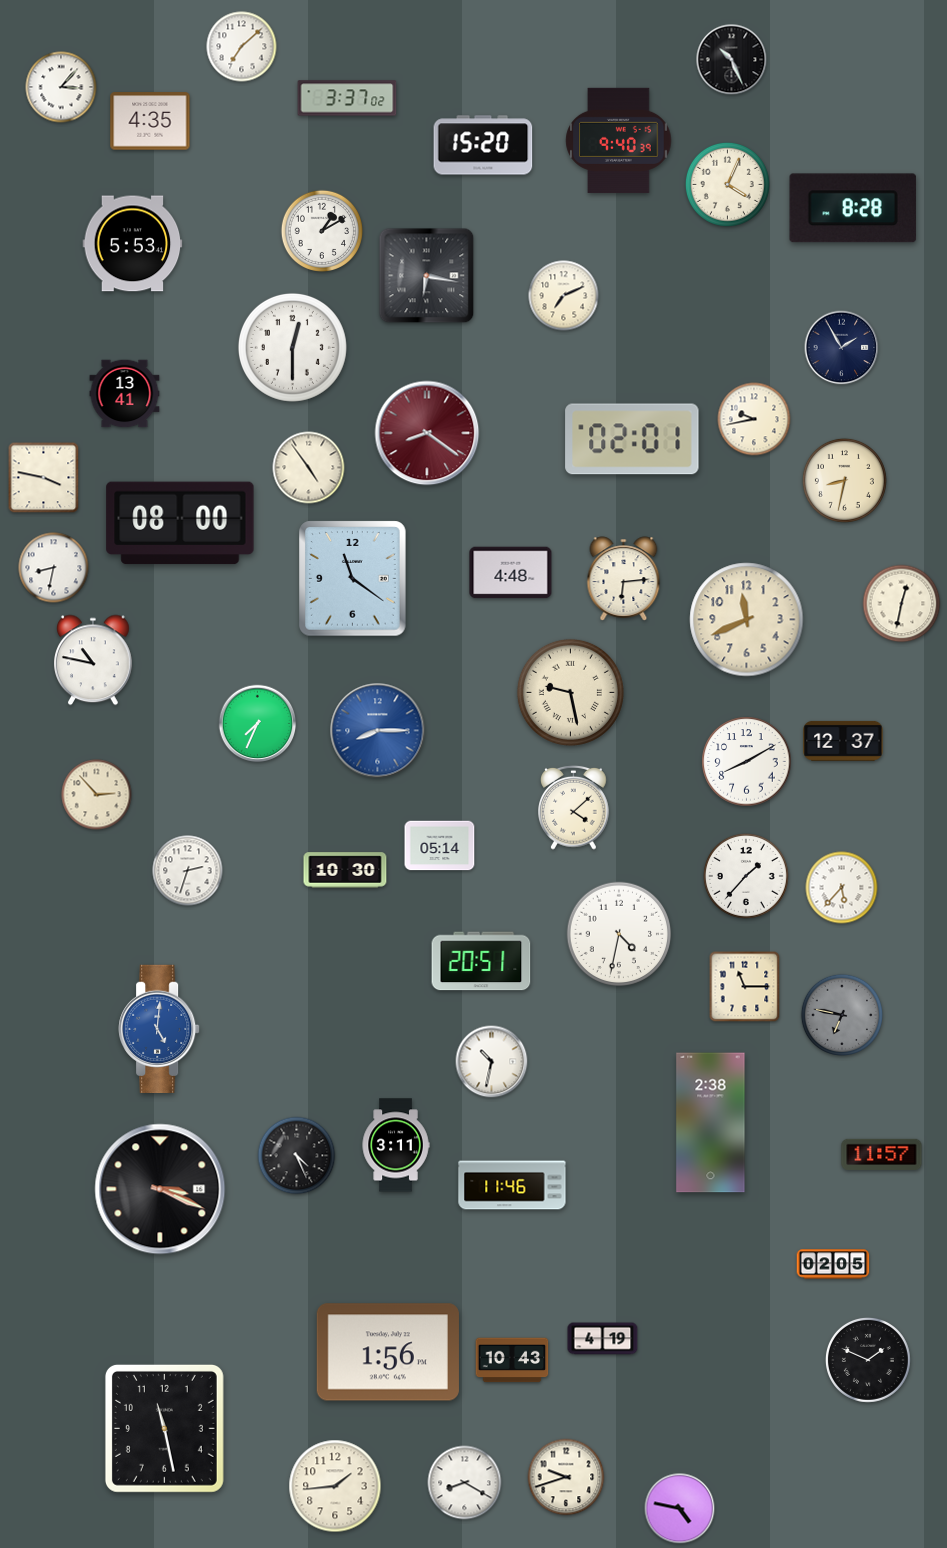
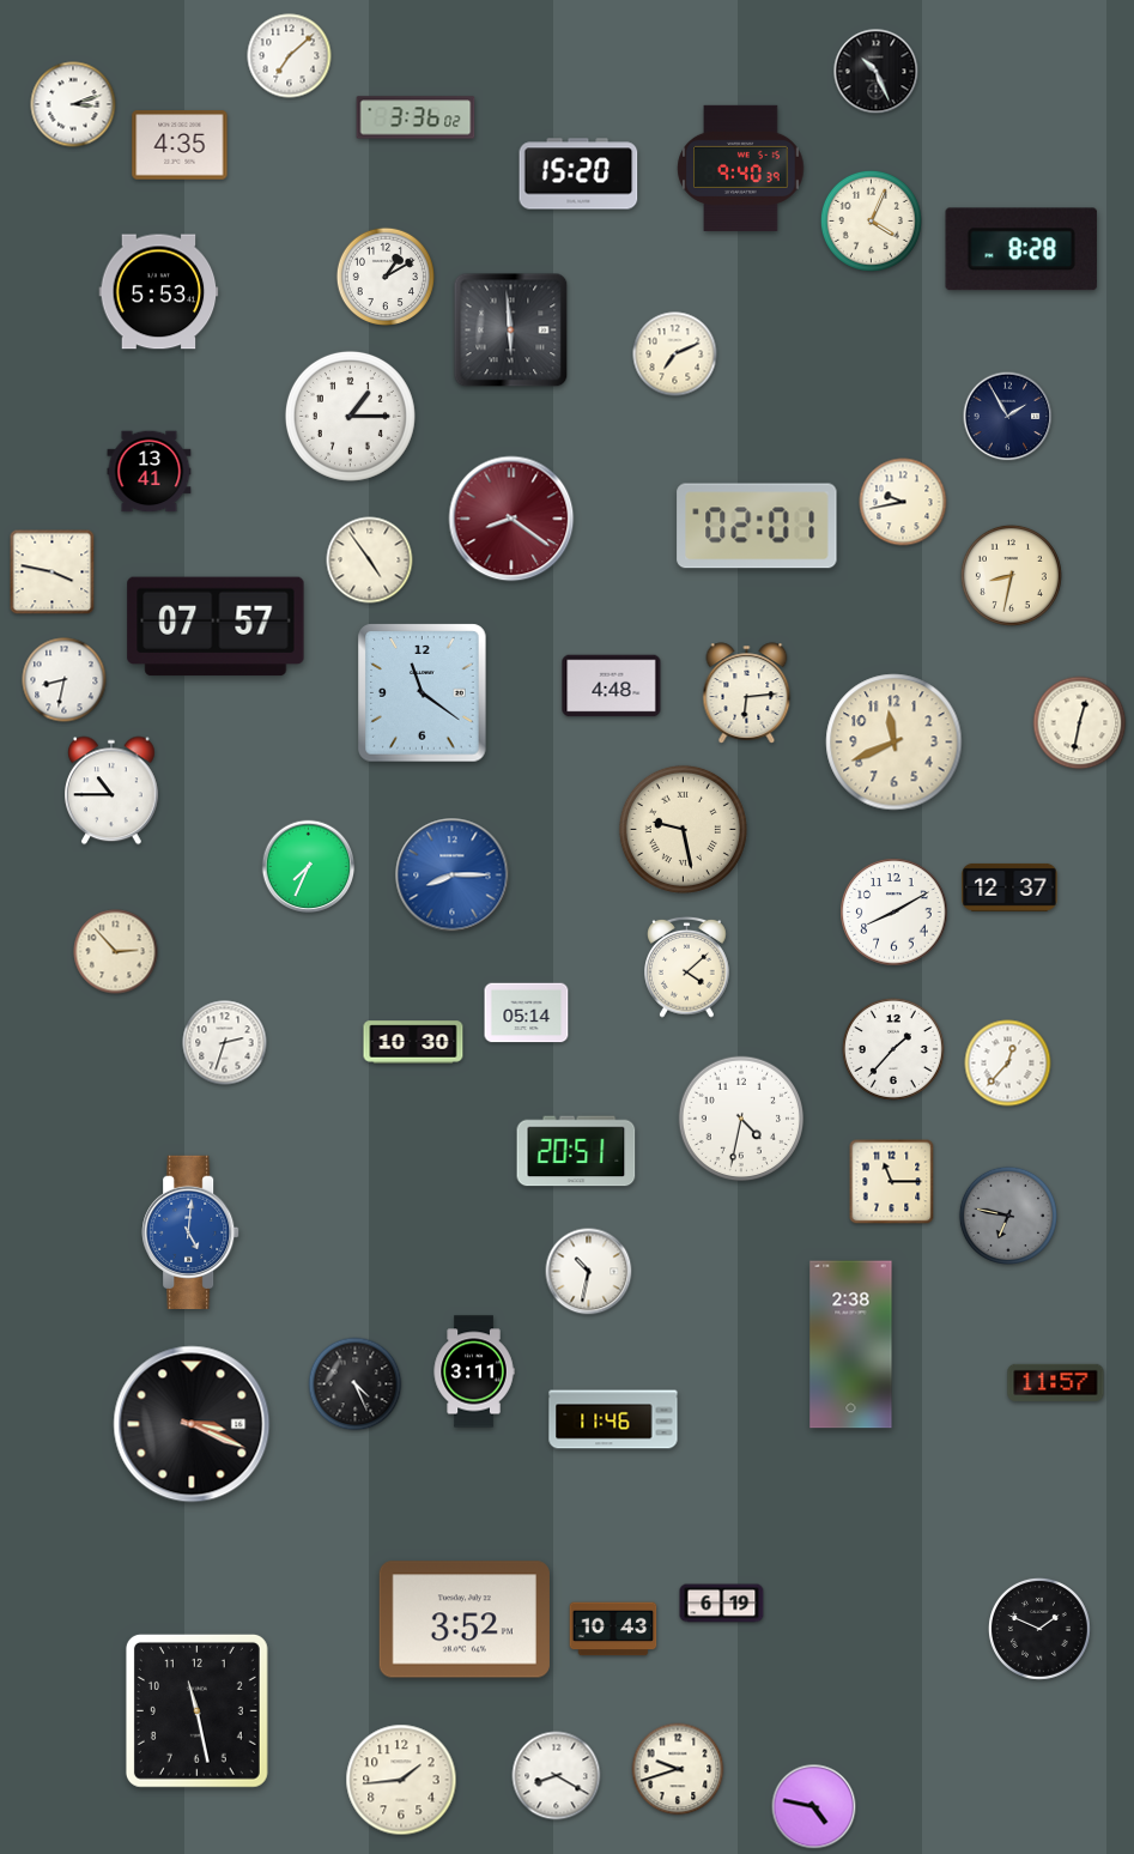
clock at (61, 87): 3:07 -> 3:12
clock at (347, 98): 3:37 -> 3:36
clock at (427, 276): 6:17 -> 5:59
clock at (292, 347): 12:30 -> 1:15
clock at (180, 523): 08:00 -> 07:57
clock at (94, 660): 10:47 -> 10:45
clock at (842, 888): 5:37 -> 12:37
clock at (833, 1264): 02:05 -> none
clock at (603, 1339): 4:19 -> 6:19
clock at (388, 1352): 1:56 -> 3:52
